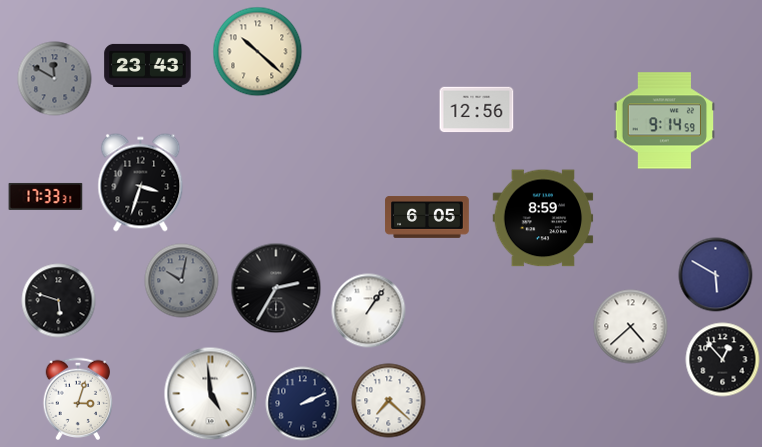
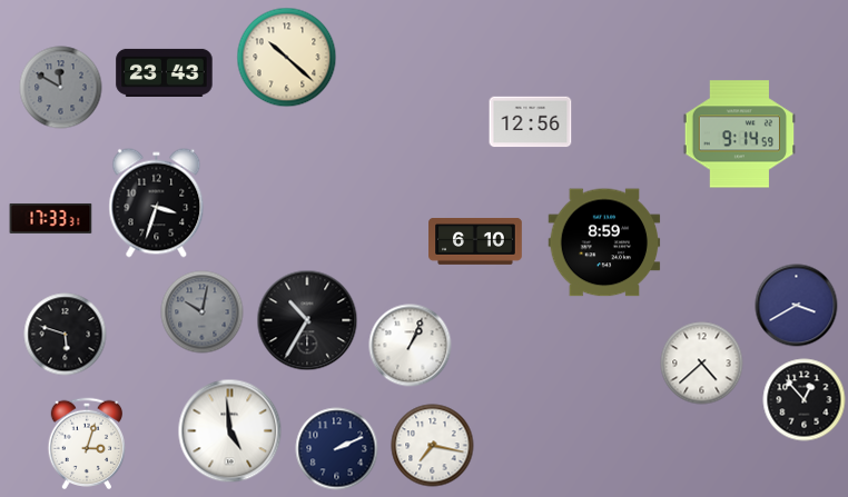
clock at (427, 218): 6:05 -> 6:10
clock at (716, 275): 5:50 -> 3:40
clock at (276, 288): 2:35 -> 10:35
clock at (369, 311): 1:06 -> 1:04
clock at (211, 394) position: (211, 394) -> (230, 431)
clock at (389, 401): 7:22 -> 7:17
